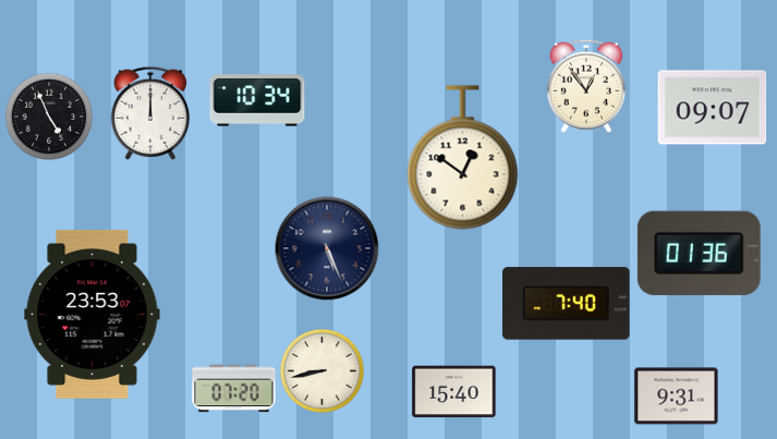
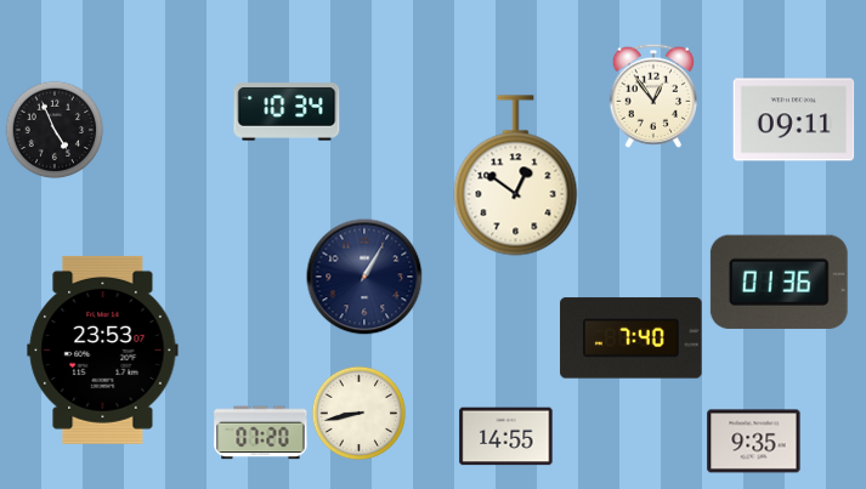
clock at (713, 108): 09:07 -> 09:11
clock at (150, 113): 12:00 -> none
clock at (327, 248): 5:26 -> 1:05
clock at (454, 392): 15:40 -> 14:55
clock at (677, 397): 9:31 -> 9:35
